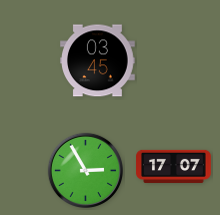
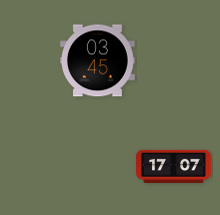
clock at (85, 170): 2:55 -> none
